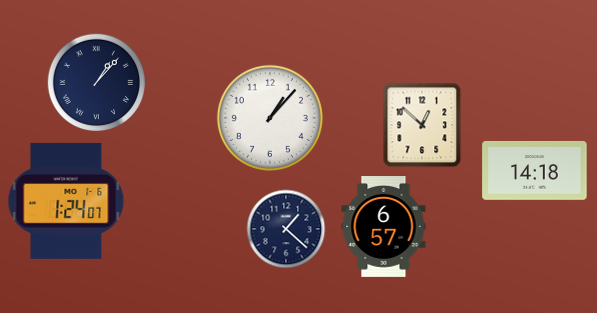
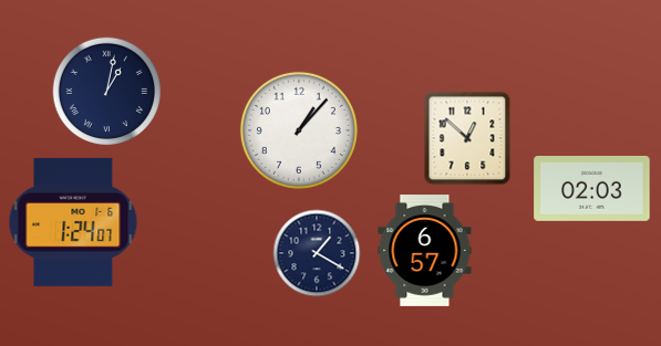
clock at (96, 82): 1:07 -> 1:02
clock at (535, 170): 14:18 -> 02:03
clock at (286, 229): 1:22 -> 1:20
